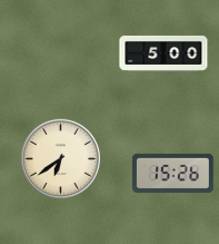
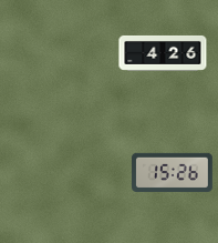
clock at (163, 53): 5:00 -> 4:26
clock at (60, 158): 6:39 -> none
